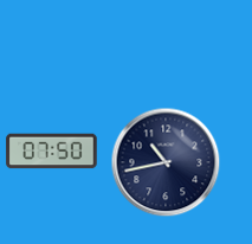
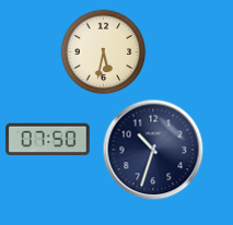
clock at (103, 51): none -> 5:32
clock at (166, 162): 10:43 -> 10:33
